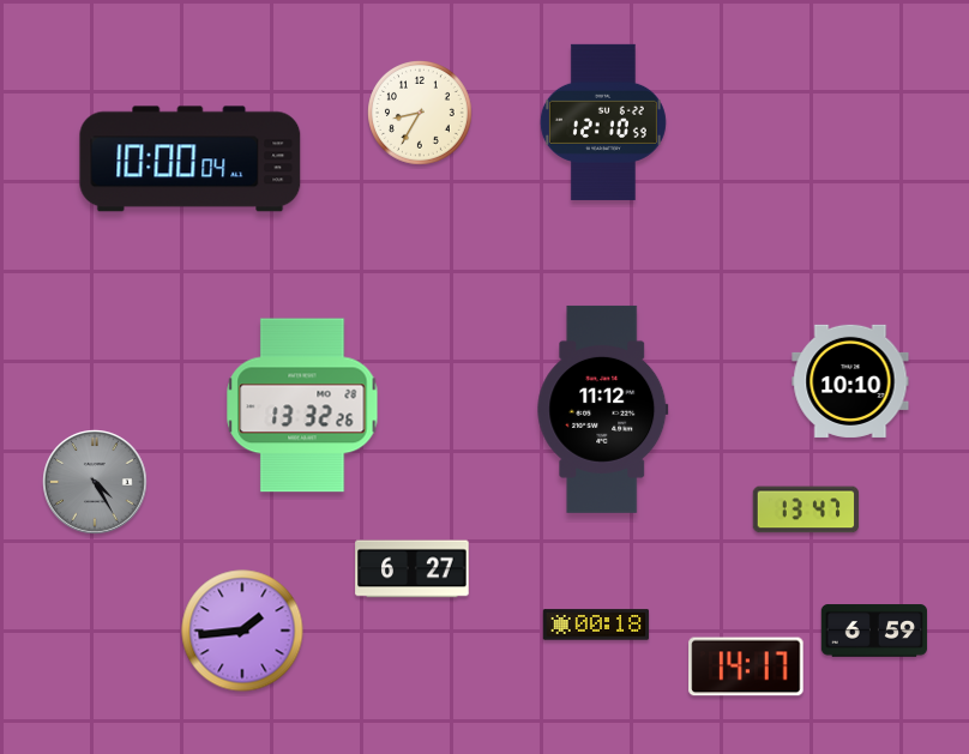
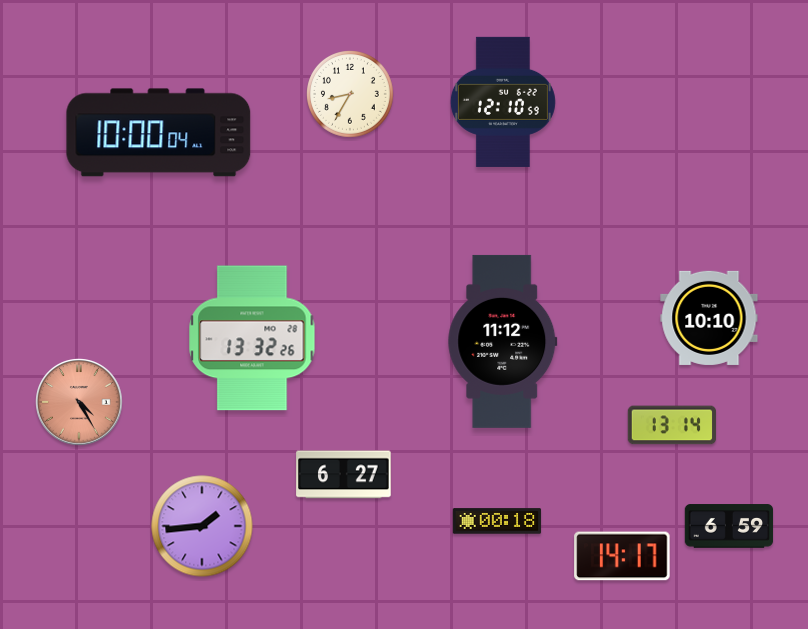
clock at (95, 482) dial: grey -> salmon
clock at (806, 509): 13:47 -> 13:14
